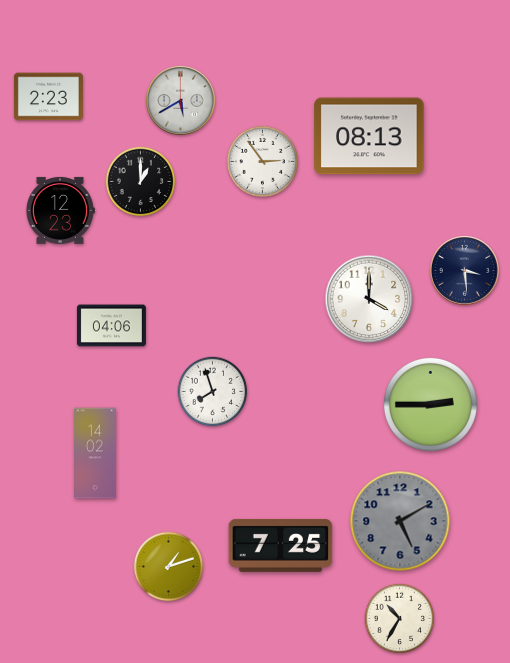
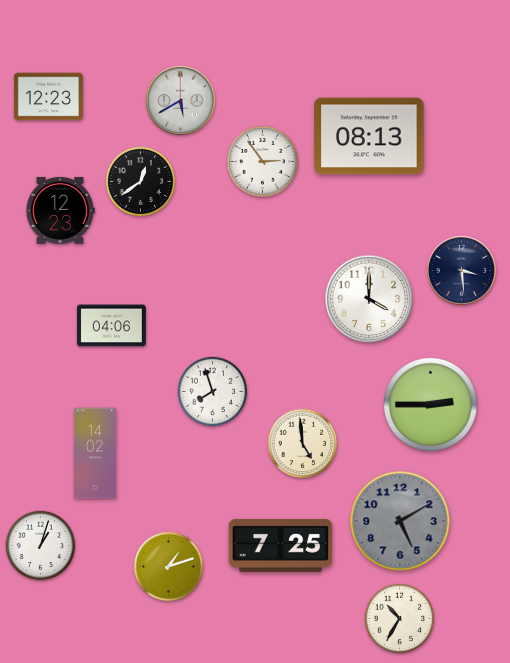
clock at (48, 97): 2:23 -> 12:23
clock at (141, 182): 1:00 -> 12:39
clock at (465, 271) position: (465, 271) -> (462, 271)
clock at (303, 444): none -> 4:59
clock at (41, 546): none -> 1:03
